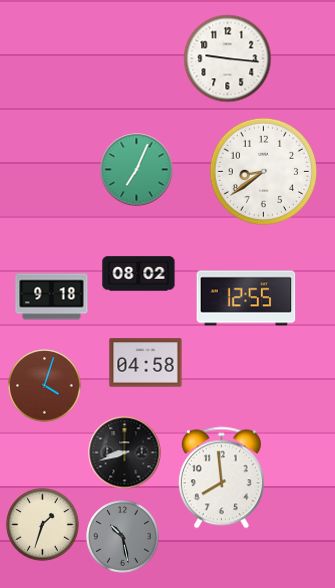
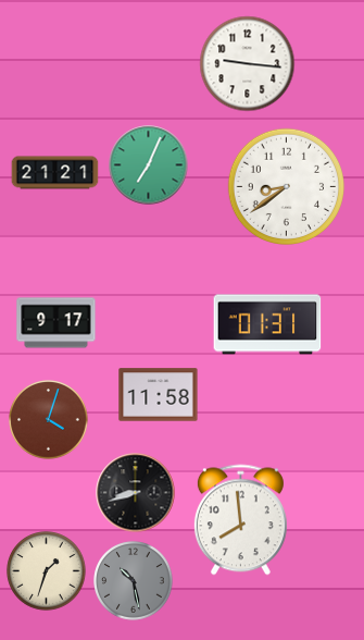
clock at (55, 173): none -> 21:21
clock at (137, 170) position: (137, 170) -> (149, 165)
clock at (139, 274): 08:02 -> none
clock at (52, 297): 9:18 -> 9:17
clock at (246, 298): 12:55 -> 01:31
clock at (146, 363): 04:58 -> 11:58
clock at (123, 537) position: (123, 537) -> (134, 581)
